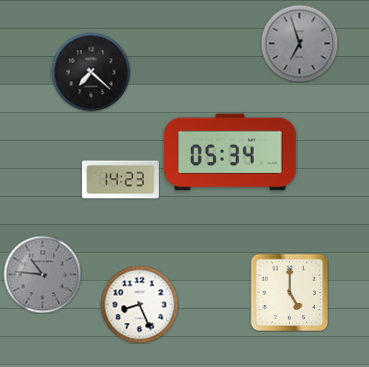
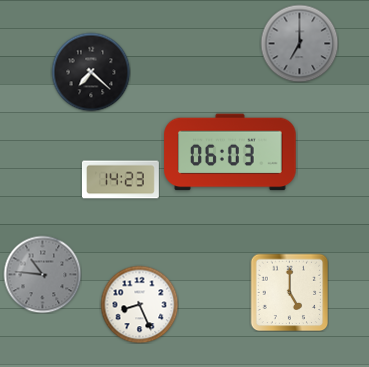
clock at (299, 43): 6:57 -> 7:00
clock at (230, 152): 05:34 -> 06:03
